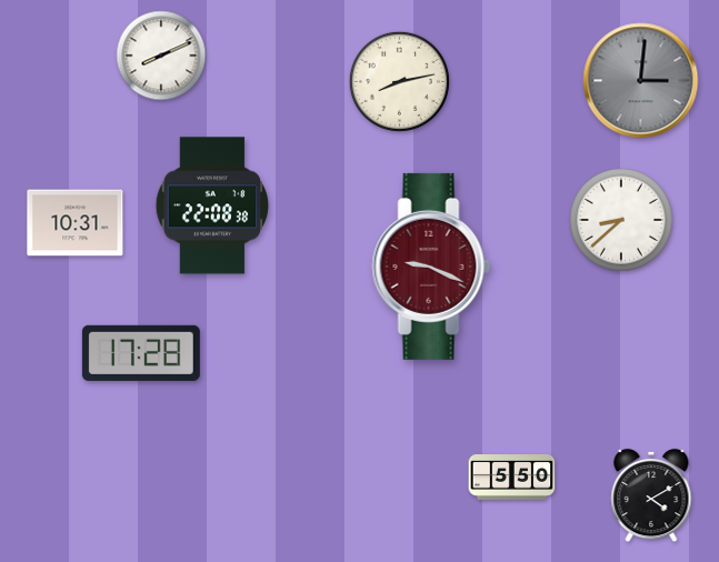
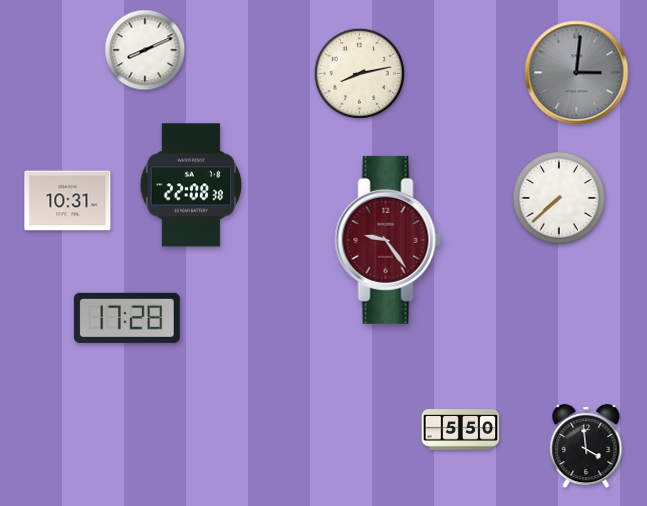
clock at (621, 220): 8:38 -> 7:38
clock at (431, 267): 9:19 -> 9:24
clock at (651, 495): 4:10 -> 3:59
